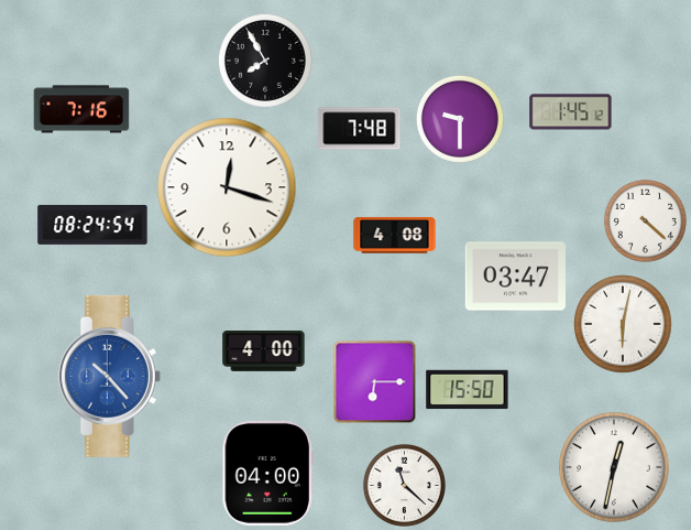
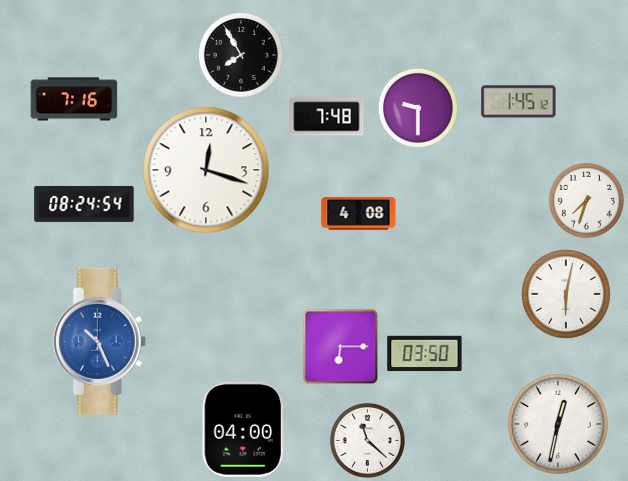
clock at (645, 220): 4:22 -> 7:33
clock at (515, 277): 03:47 -> none
clock at (264, 351): 4:00 -> none
clock at (109, 376): 10:23 -> 10:26
clock at (468, 390): 15:50 -> 03:50
